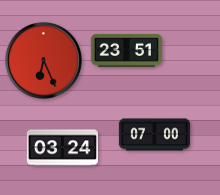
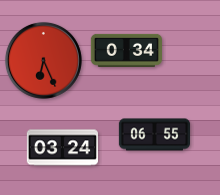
clock at (126, 50): 23:51 -> 0:34
clock at (154, 135): 07:00 -> 06:55
